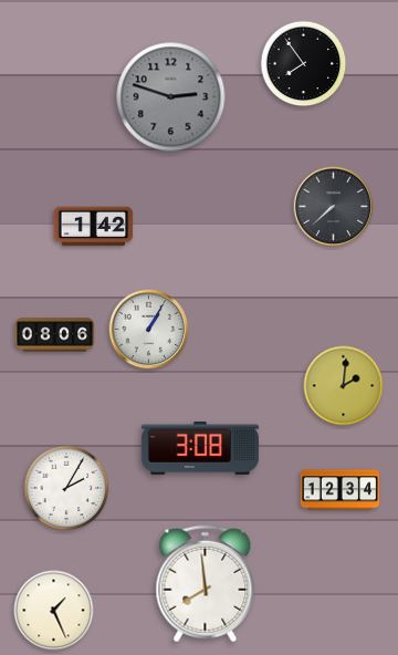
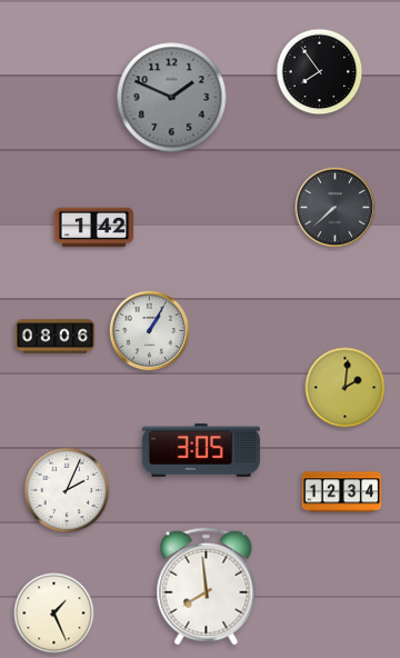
clock at (304, 64) position: (304, 64) -> (320, 72)
clock at (171, 97): 2:48 -> 1:49
clock at (200, 448): 3:08 -> 3:05
clock at (66, 488): 2:05 -> 2:04
